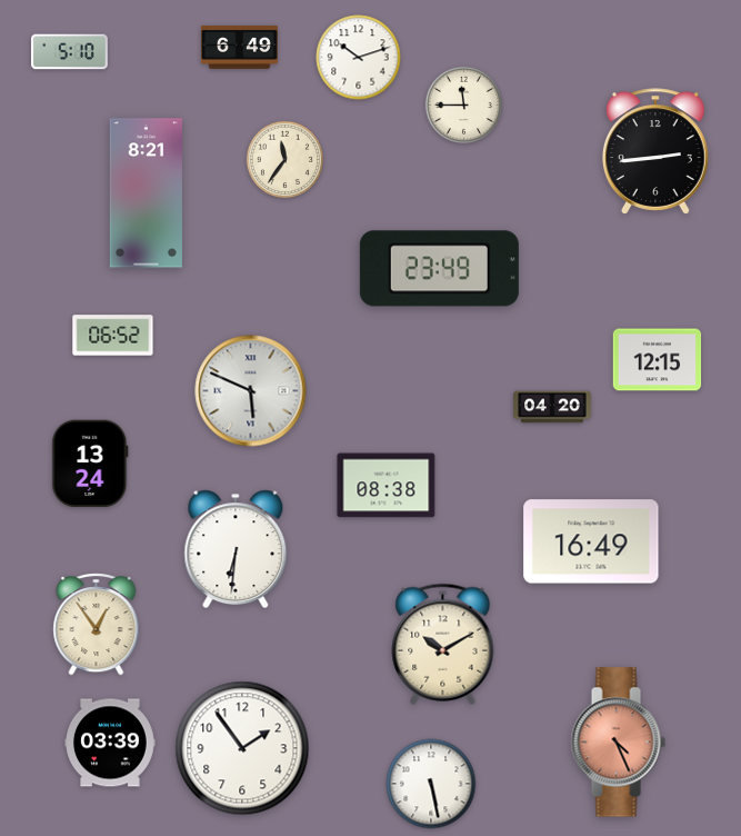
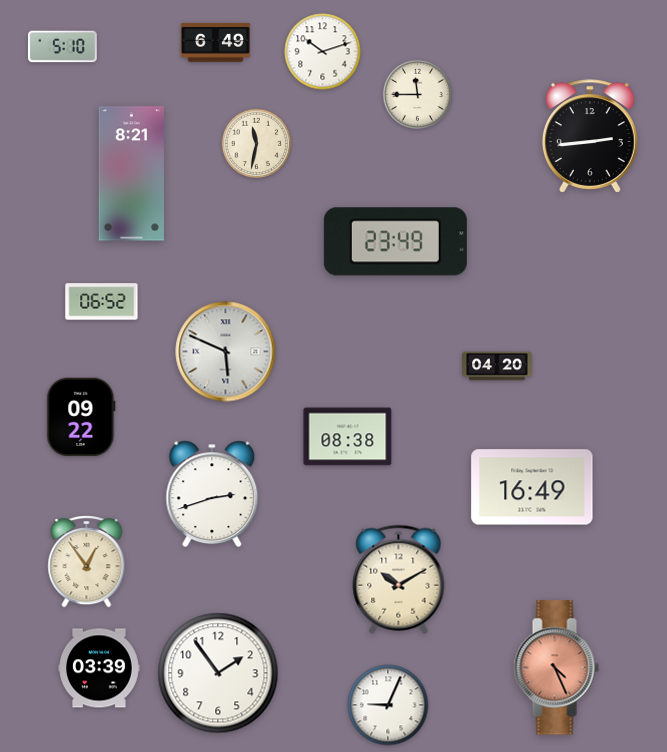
clock at (286, 160): 11:36 -> 11:32
clock at (658, 360): 12:15 -> none
clock at (90, 464): 13:24 -> 09:22
clock at (236, 549): 6:31 -> 2:42
clock at (431, 784): 5:28 -> 9:04
